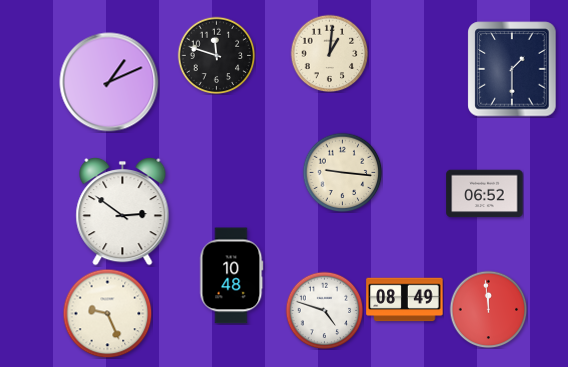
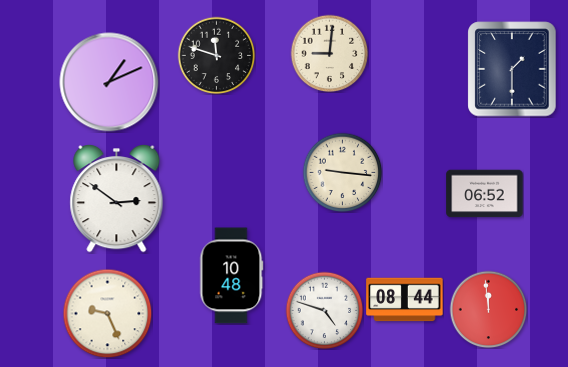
clock at (329, 53): 1:01 -> 9:01
clock at (123, 211) position: (123, 211) -> (117, 198)
clock at (405, 300): 08:49 -> 08:44
